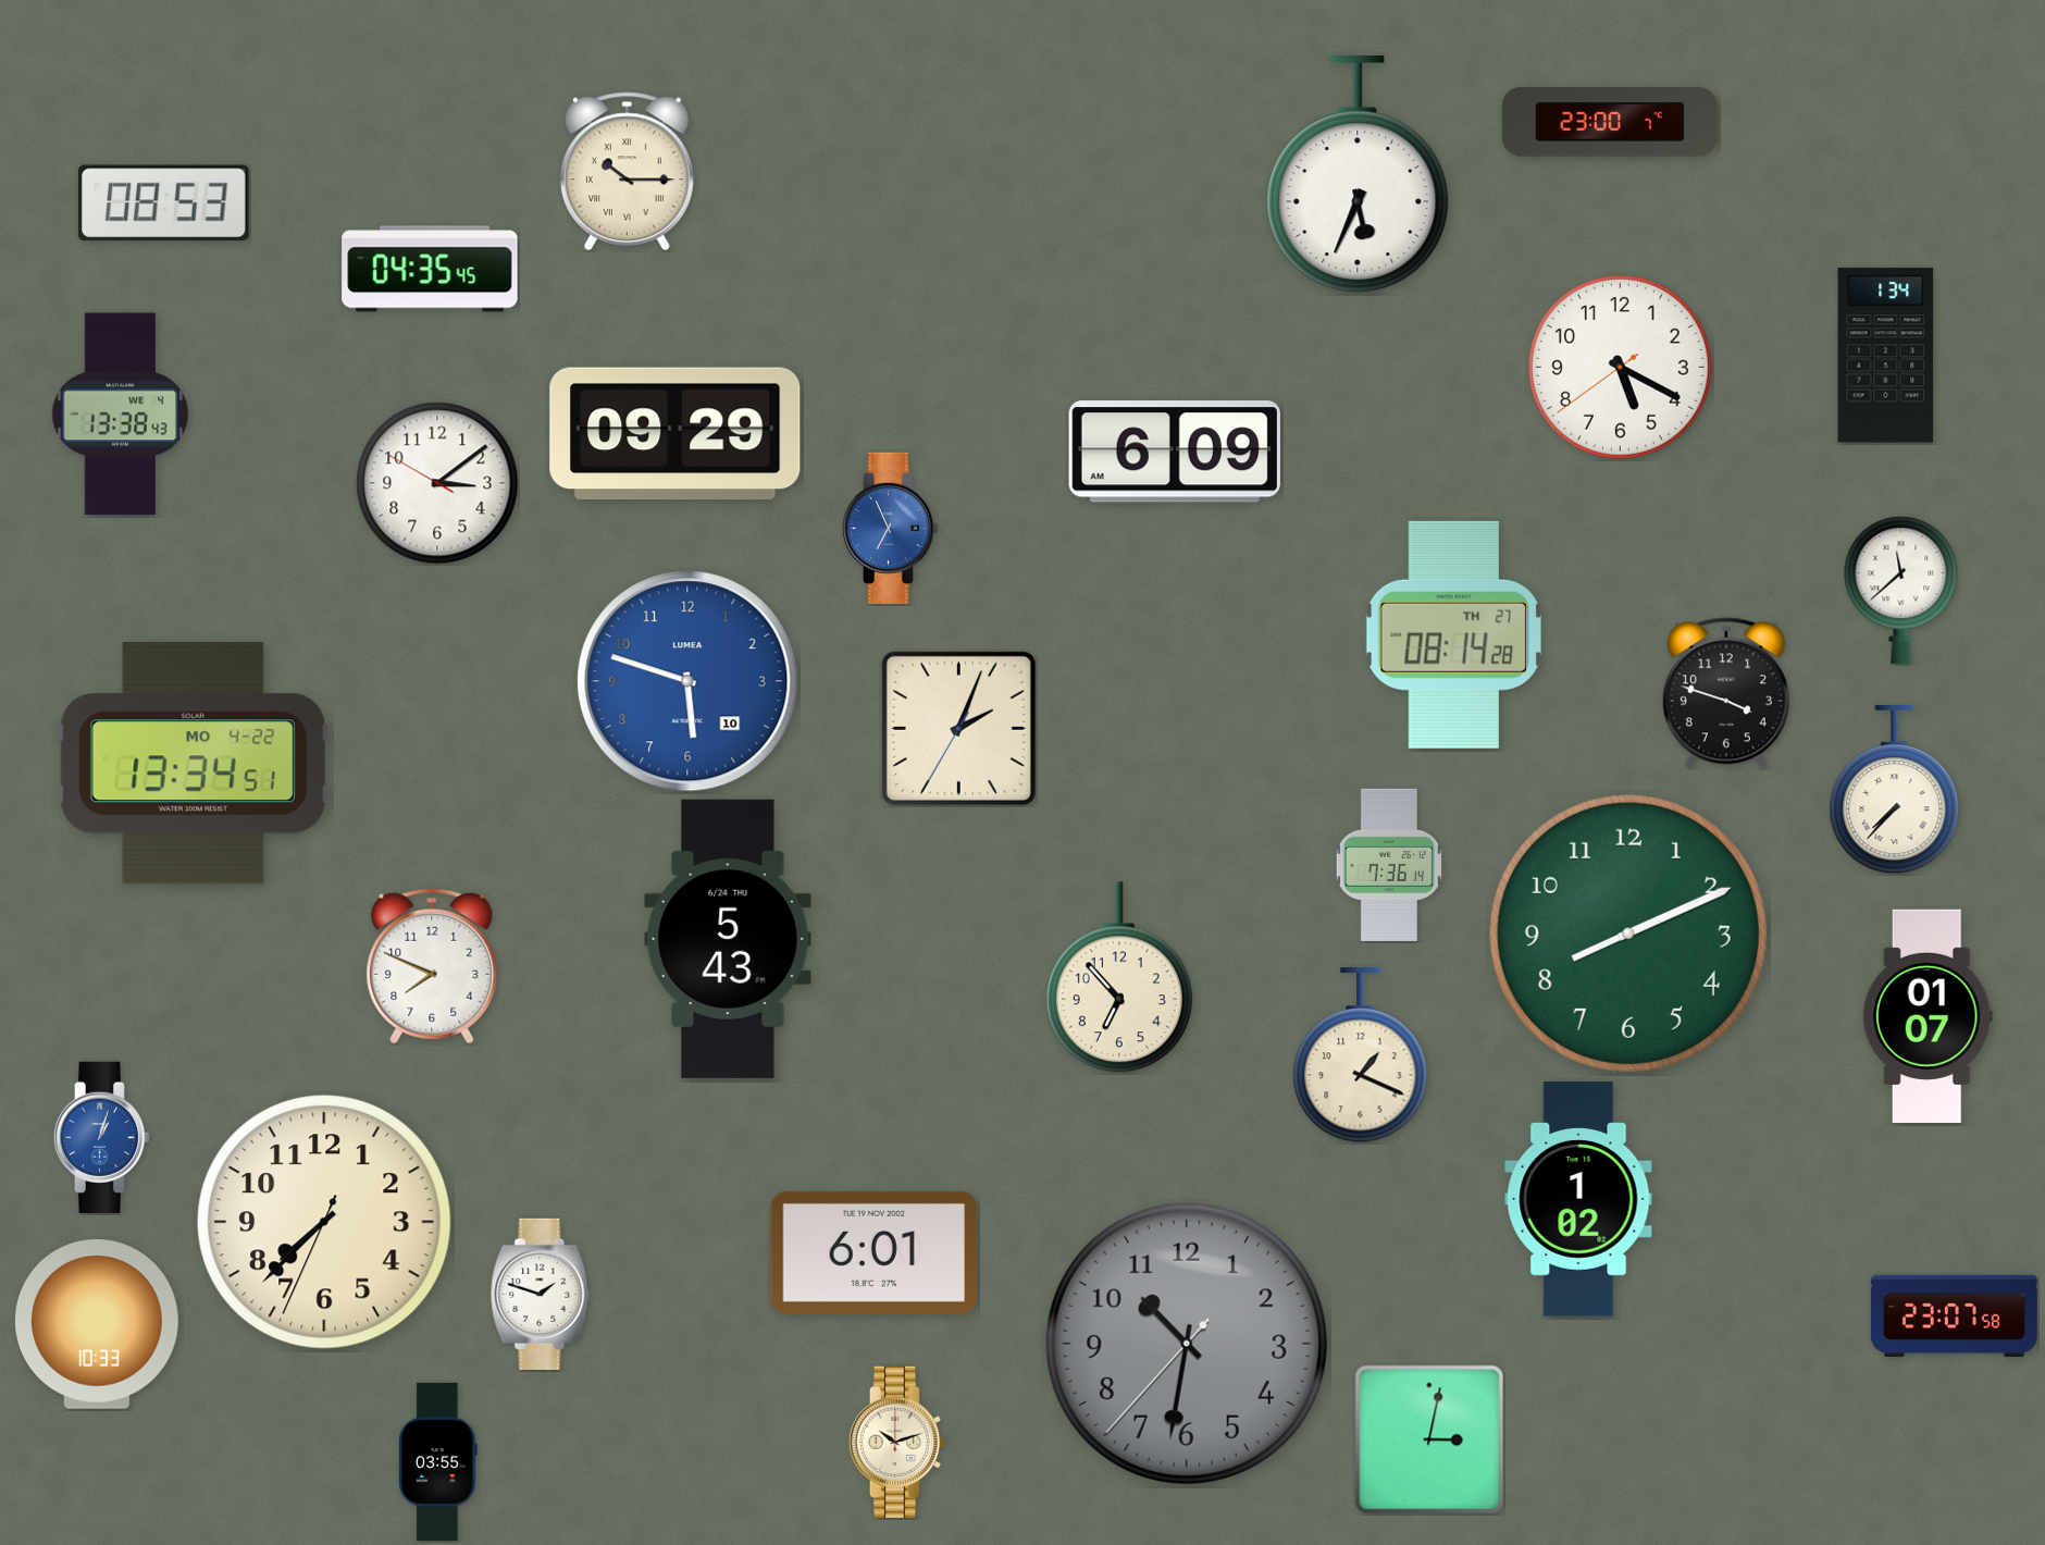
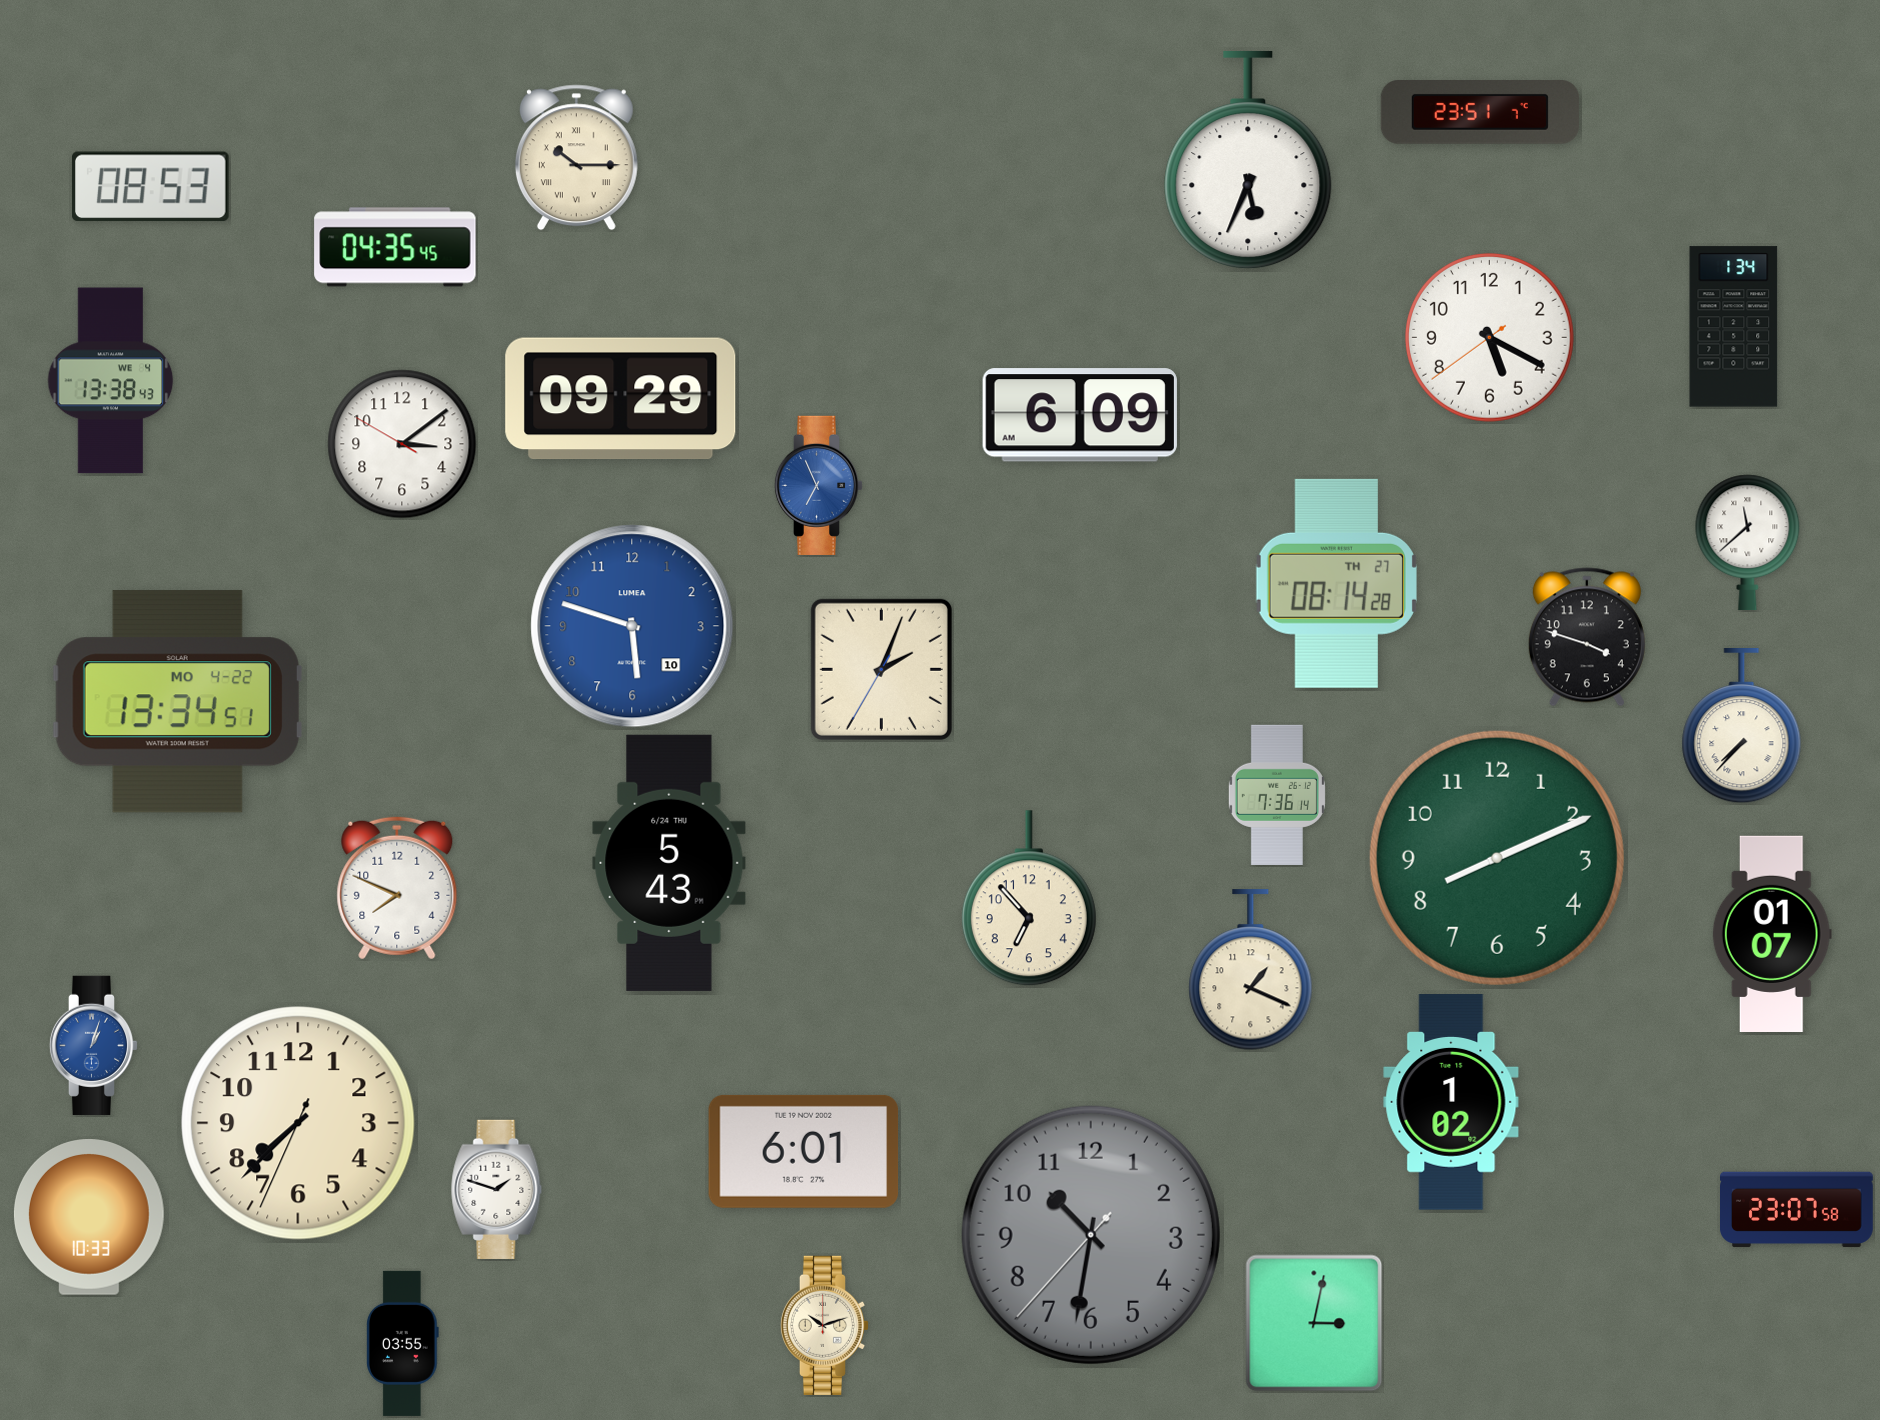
clock at (1610, 122): 23:00 -> 23:51
